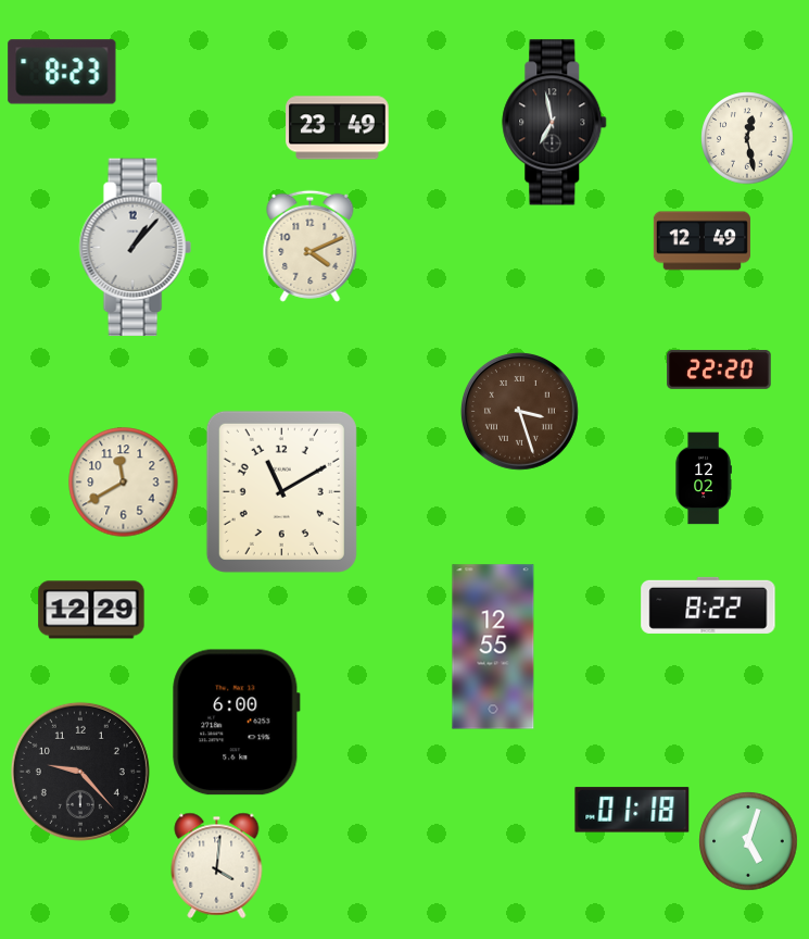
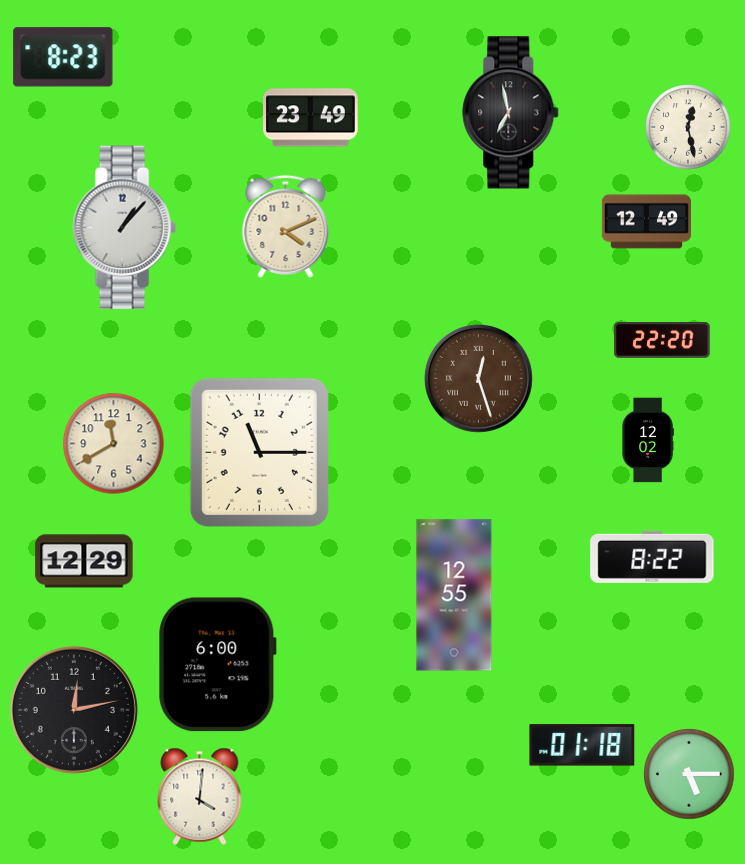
clock at (62, 72) position: (62, 72) -> (63, 57)
clock at (519, 411): 3:27 -> 12:27
clock at (281, 491): 11:10 -> 11:15
clock at (80, 772): 9:23 -> 12:13
clock at (748, 841): 5:03 -> 5:15
